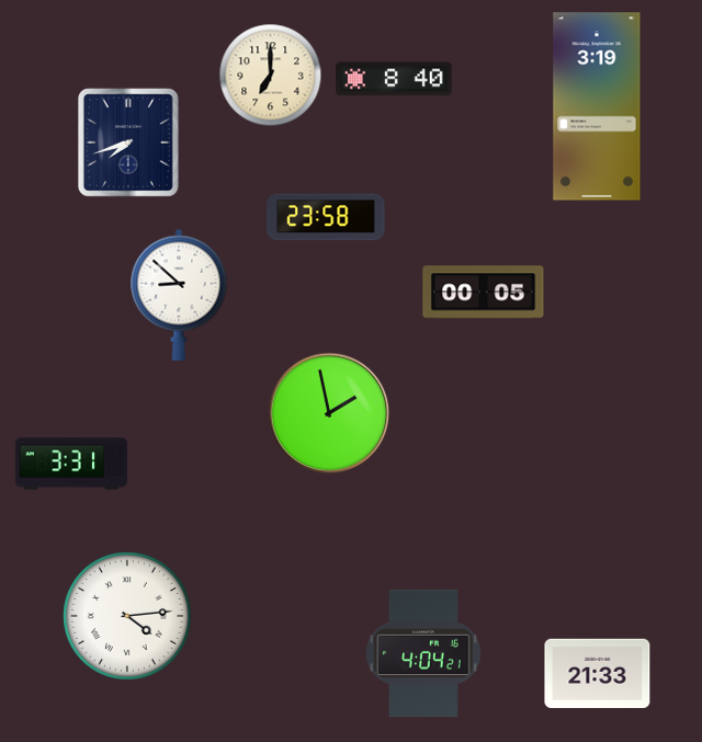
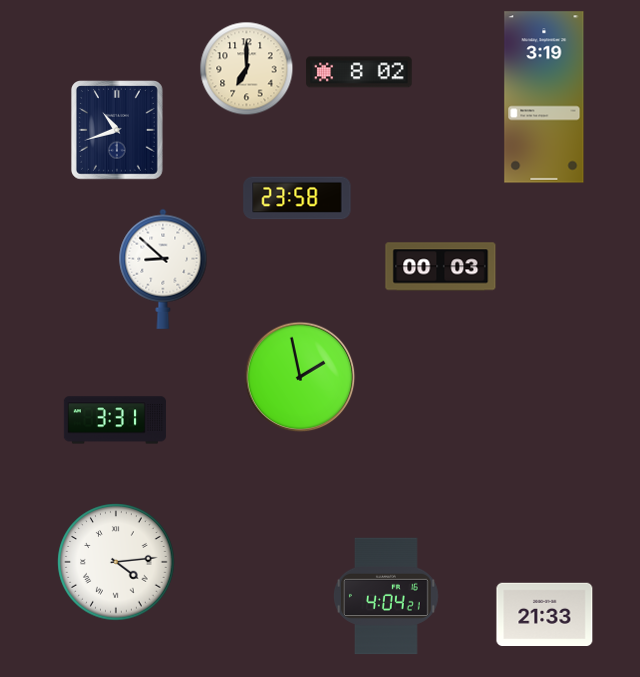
clock at (394, 79): 8:40 -> 8:02
clock at (129, 144): 7:42 -> 10:42
clock at (484, 293): 00:05 -> 00:03
clock at (71, 464) position: (71, 464) -> (115, 420)
